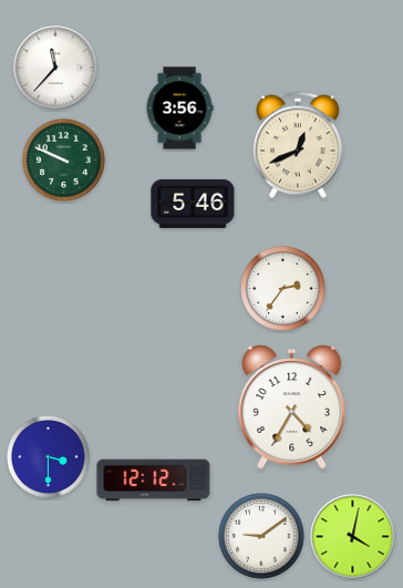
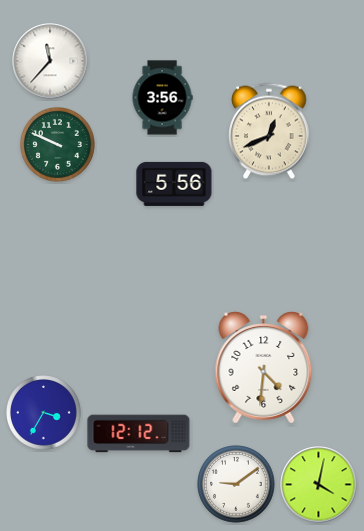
clock at (193, 204): 5:46 -> 5:56
clock at (283, 289): 2:36 -> none
clock at (292, 408): 4:35 -> 4:31
clock at (49, 457): 3:30 -> 3:35
